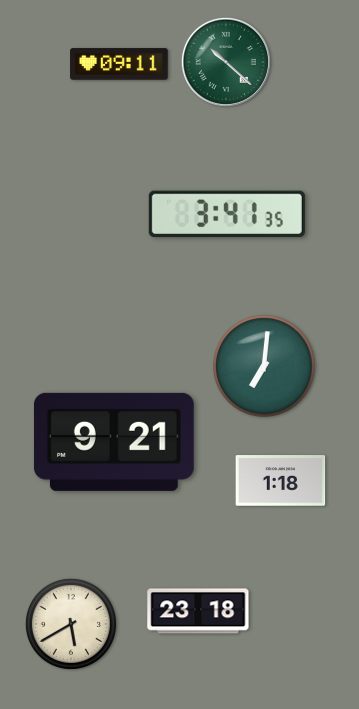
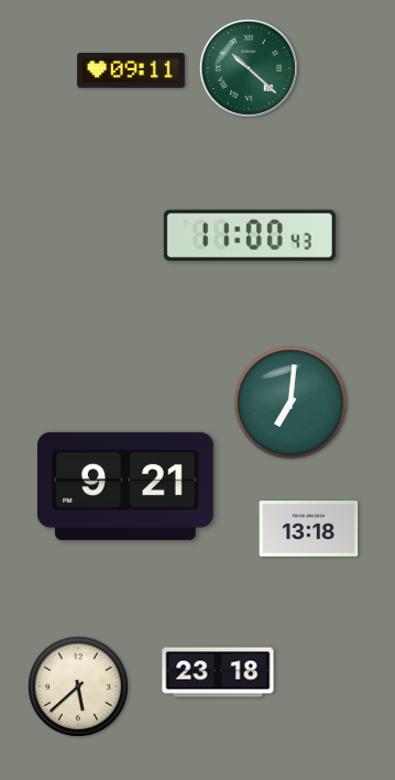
clock at (227, 213): 3:41 -> 11:00
clock at (281, 481): 1:18 -> 13:18
clock at (71, 624): 5:40 -> 5:38
